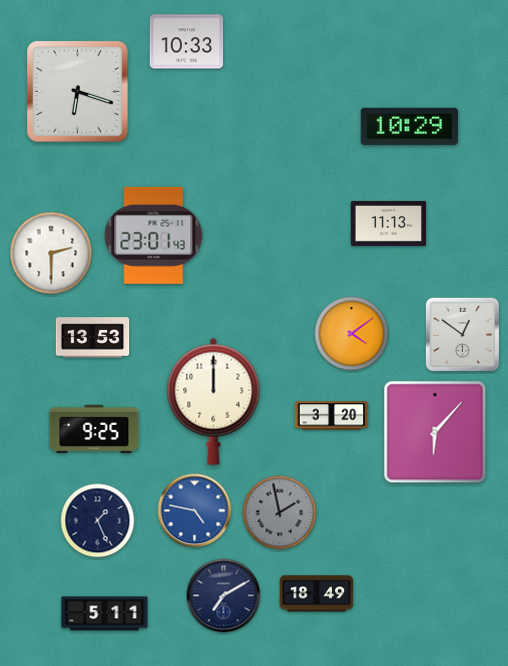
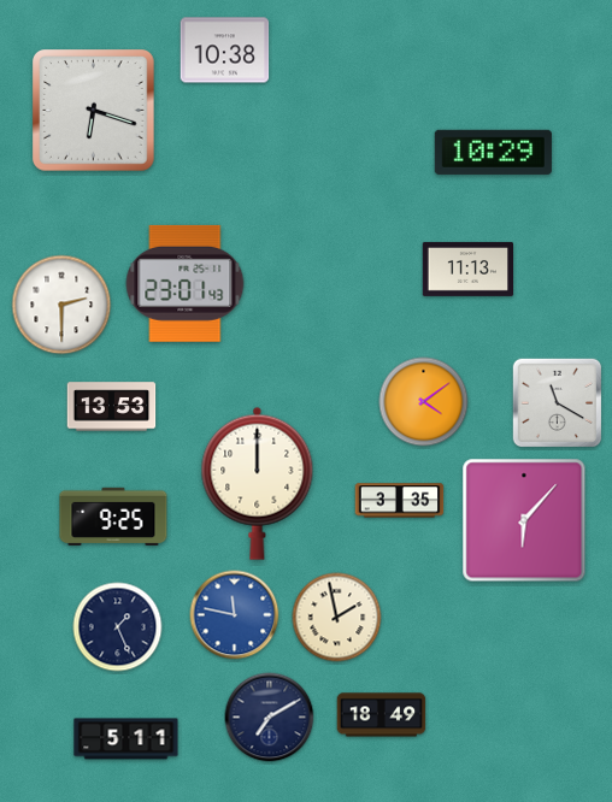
clock at (187, 42): 10:33 -> 10:38
clock at (463, 335): 12:51 -> 11:20
clock at (332, 416): 3:20 -> 3:35
clock at (195, 511): 4:47 -> 11:47
clock at (280, 513) dial: grey -> cream
